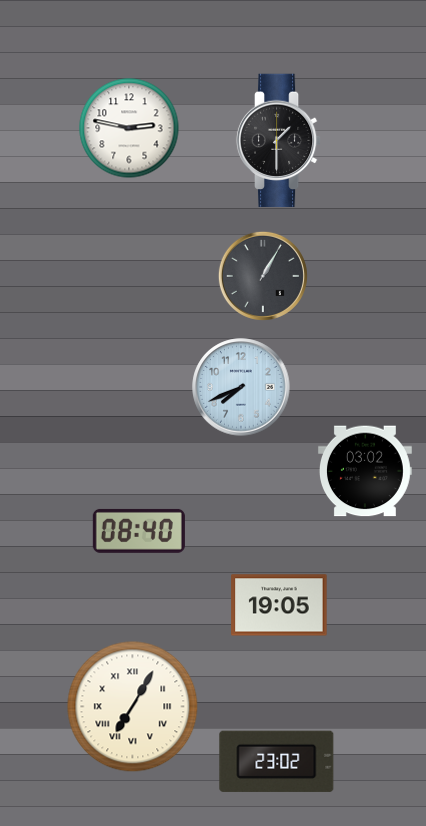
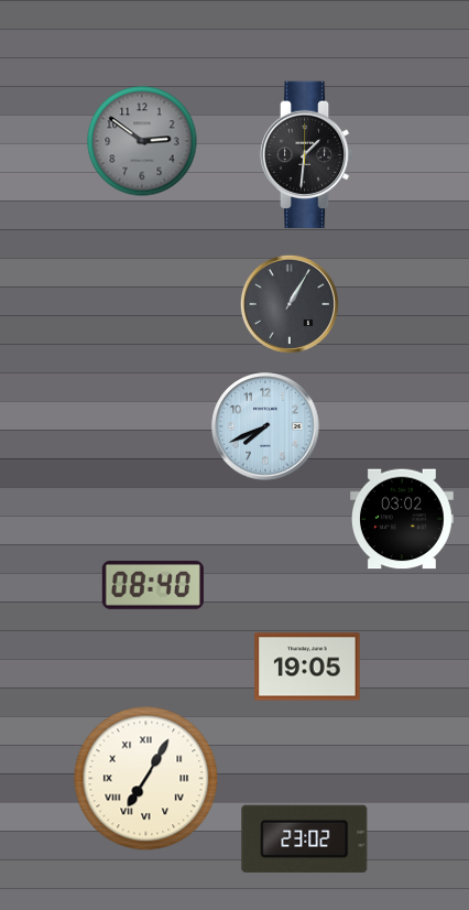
clock at (129, 128): 2:47 -> 2:51
clock at (129, 128) dial: white -> grey
clock at (279, 141): 1:30 -> 1:31
